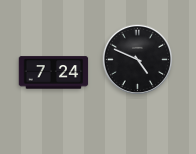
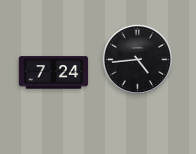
clock at (137, 59): 4:49 -> 4:44
